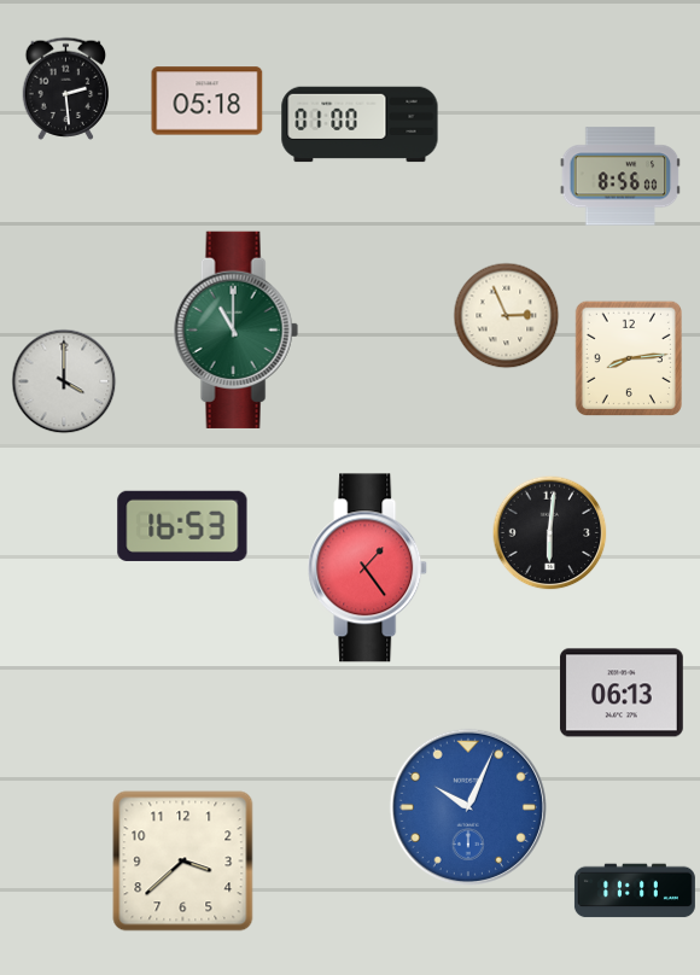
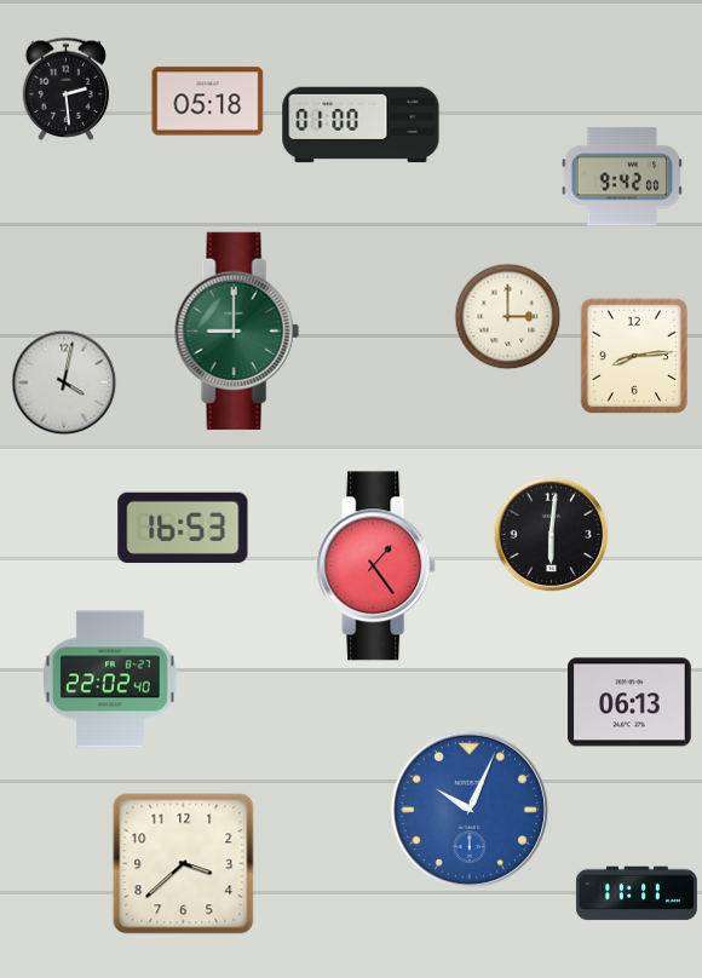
clock at (620, 176): 8:56 -> 9:42
clock at (507, 316): 2:56 -> 3:00
clock at (235, 329): 11:00 -> 9:00
clock at (629, 357) position: (629, 357) -> (634, 355)
clock at (64, 381): 4:00 -> 4:02
clock at (368, 568) position: (368, 568) -> (376, 566)
clock at (111, 679): none -> 22:02
clock at (622, 693) position: (622, 693) -> (629, 702)
